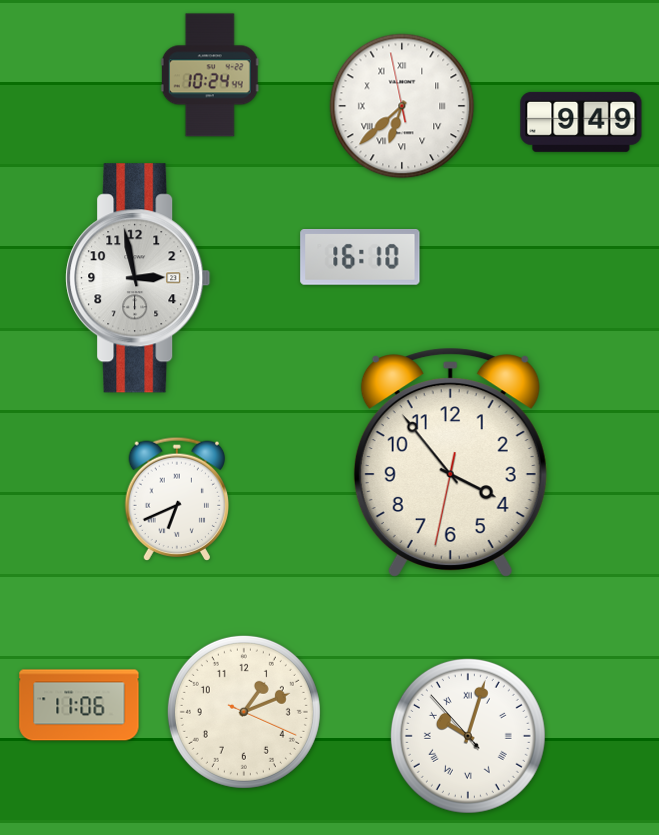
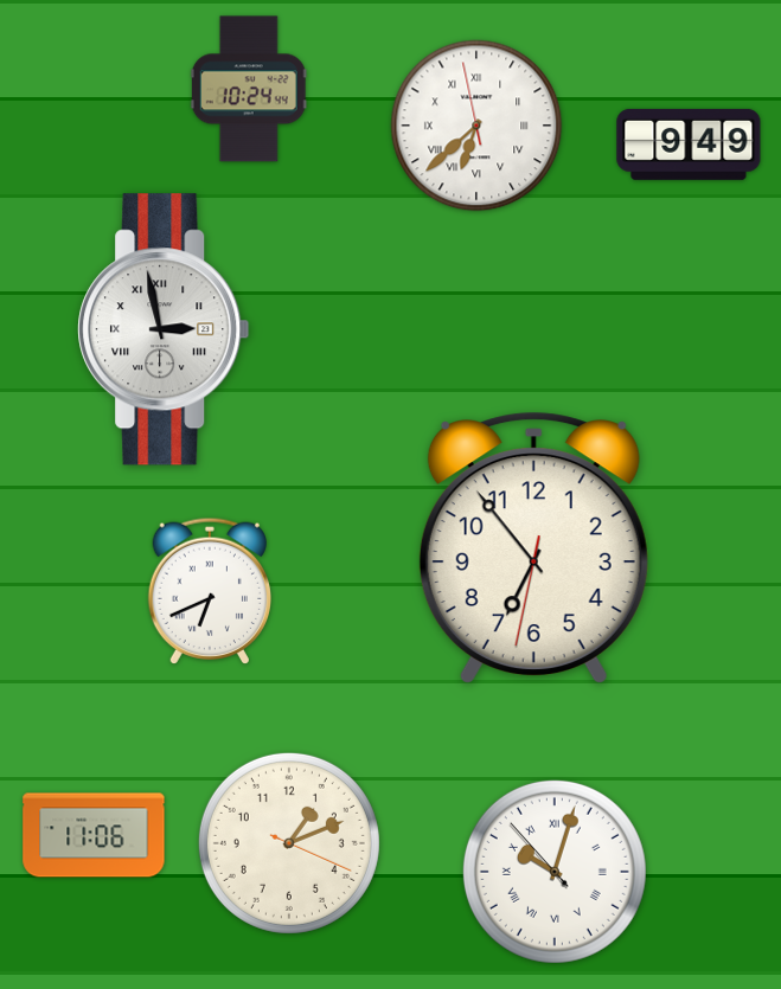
clock at (360, 258): 16:10 -> none
clock at (138, 278) numerals: Arabic -> Roman
clock at (450, 462): 3:53 -> 6:53
